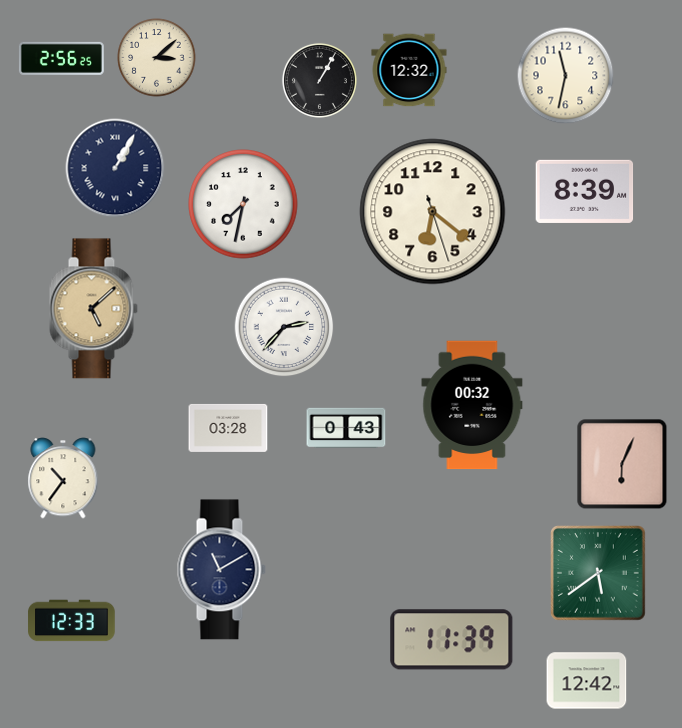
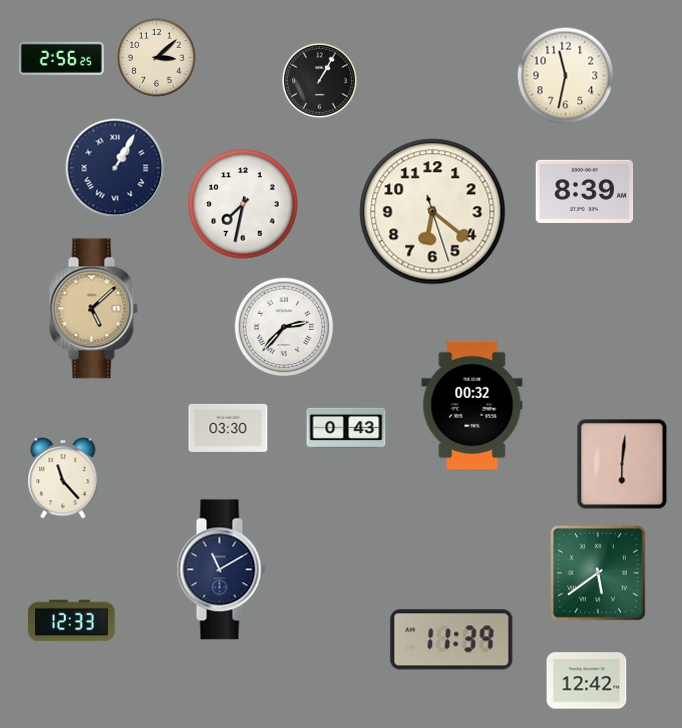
clock at (409, 70): 12:32 -> none
clock at (228, 428): 03:28 -> 03:30
clock at (622, 464): 6:04 -> 6:01
clock at (63, 478): 10:36 -> 11:23
